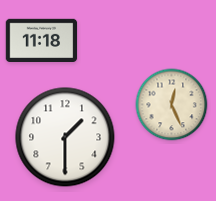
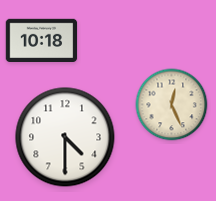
clock at (42, 40): 11:18 -> 10:18
clock at (65, 137): 1:30 -> 4:30
